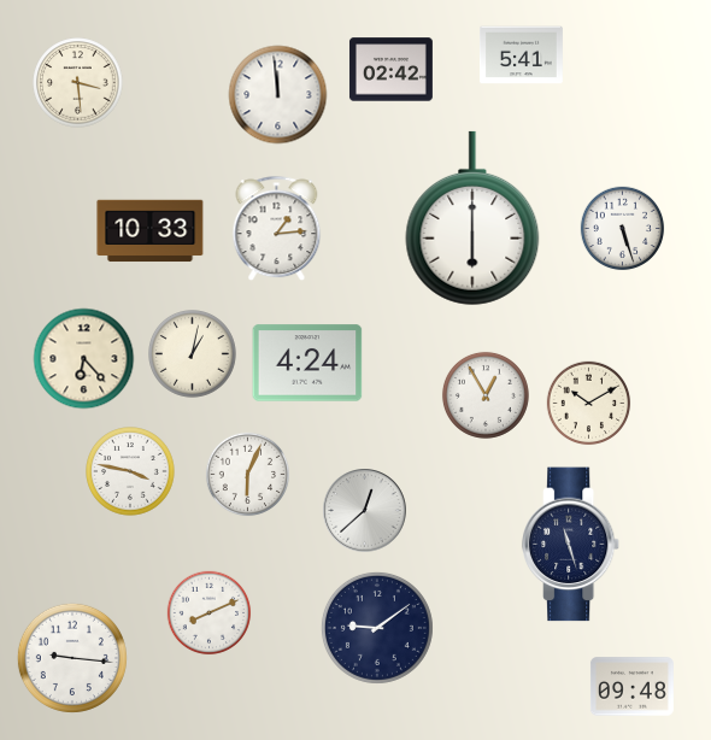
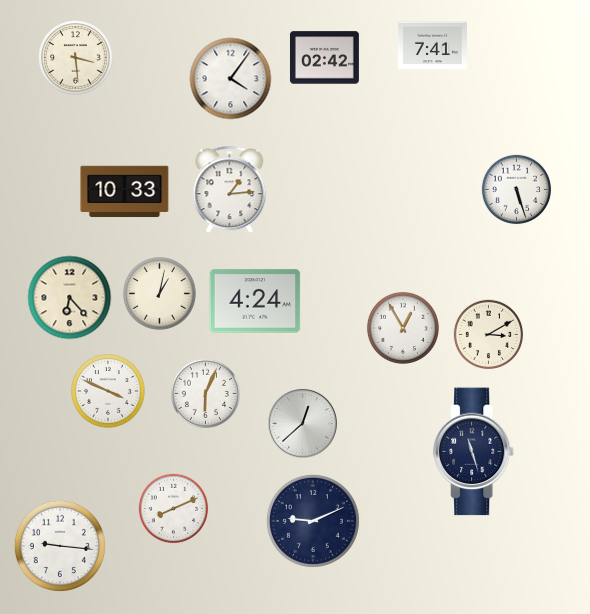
clock at (521, 55): 5:41 -> 7:41
clock at (78, 83) position: (78, 83) -> (76, 58)
clock at (278, 95): 11:59 -> 4:06
clock at (472, 218): 6:00 -> none
clock at (589, 404): 10:10 -> 3:10
clock at (130, 471): 3:47 -> 3:49
clock at (377, 628): 9:09 -> 9:11
clock at (631, 687): 09:48 -> none
